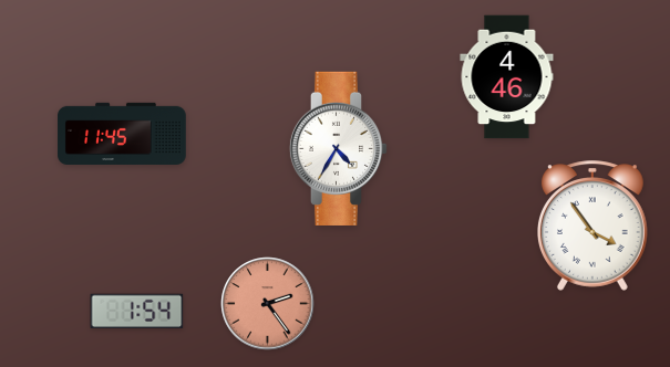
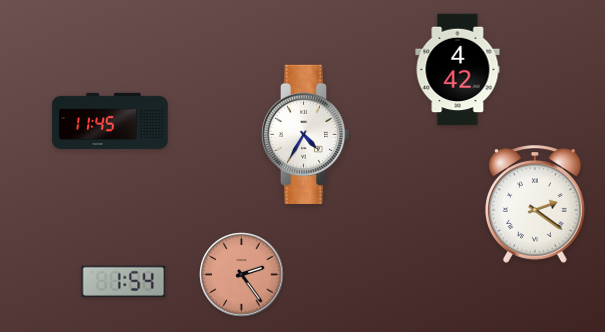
clock at (507, 77): 4:46 -> 4:42
clock at (594, 226): 3:54 -> 2:21
